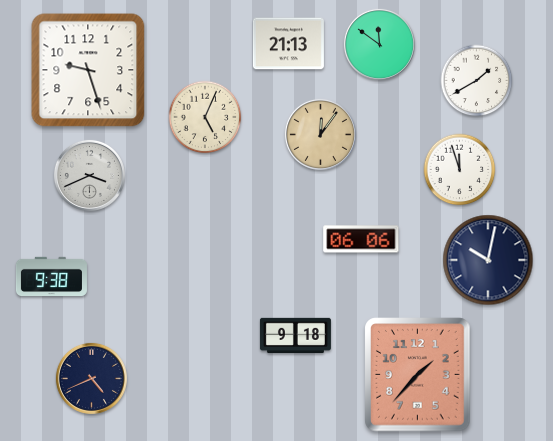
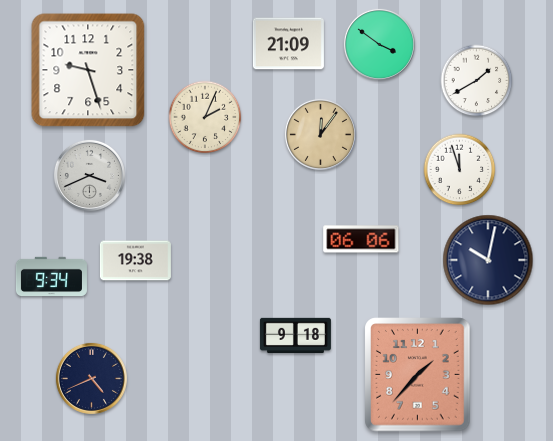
clock at (288, 44): 21:13 -> 21:09
clock at (379, 44): 11:51 -> 3:51
clock at (205, 117): 5:04 -> 2:04
clock at (135, 261): none -> 19:38
clock at (51, 276): 9:38 -> 9:34
